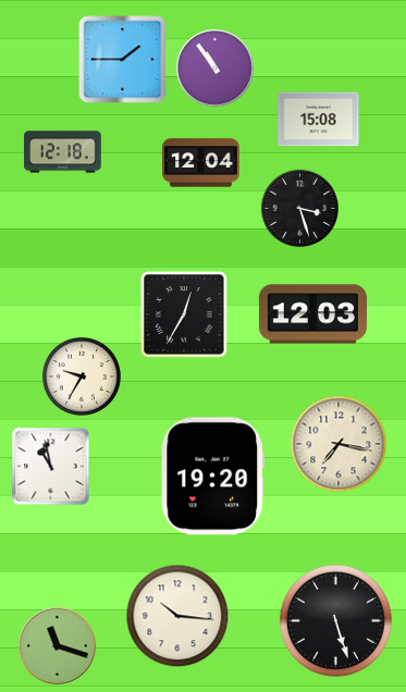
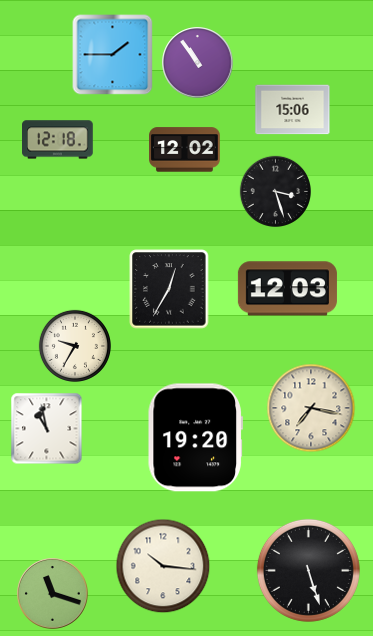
clock at (319, 120): 15:08 -> 15:06
clock at (201, 163): 12:04 -> 12:02
